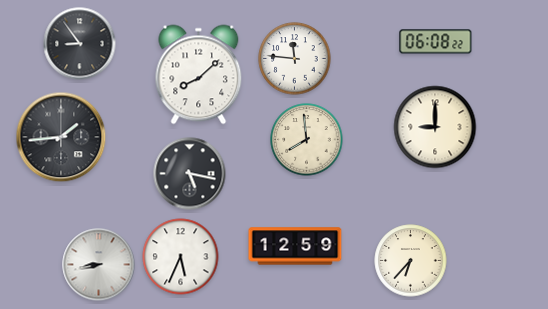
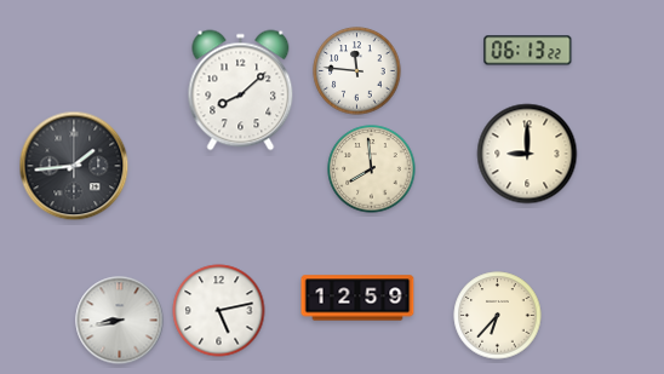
clock at (436, 42): 06:08 -> 06:13
clock at (80, 44): 8:54 -> none
clock at (190, 174): 5:17 -> none
clock at (181, 257): 5:34 -> 5:13
